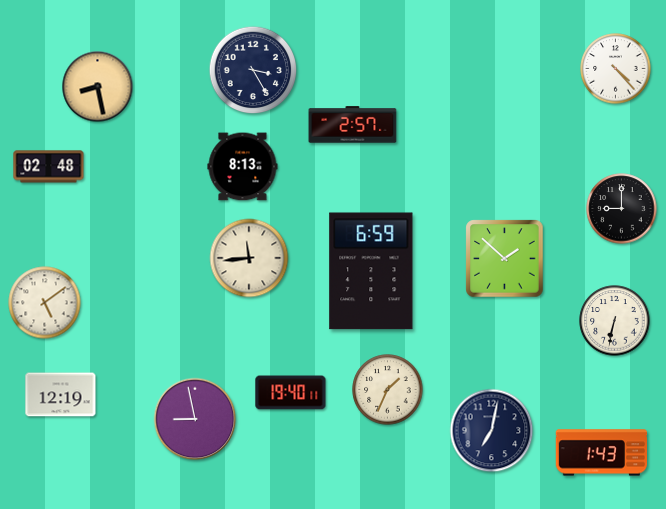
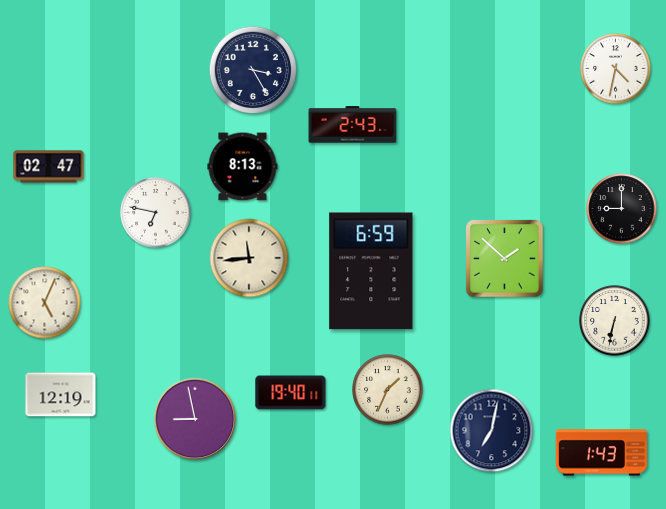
clock at (616, 69): 4:23 -> 4:32
clock at (98, 87): 8:28 -> none
clock at (353, 125): 2:57 -> 2:43
clock at (49, 167): 02:48 -> 02:47
clock at (156, 213): none -> 6:47
clock at (45, 303): 5:09 -> 5:04
